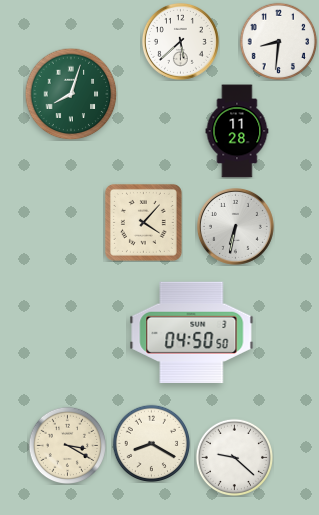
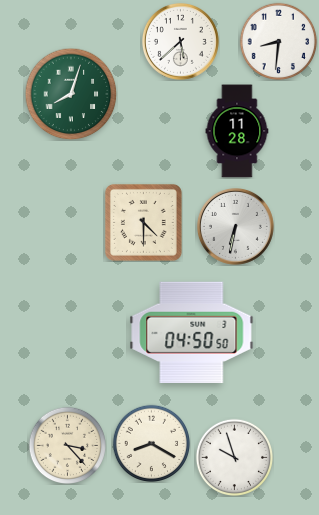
clock at (143, 222): 4:07 -> 4:30
clock at (67, 445): 3:20 -> 3:23
clock at (234, 457): 9:22 -> 9:57
